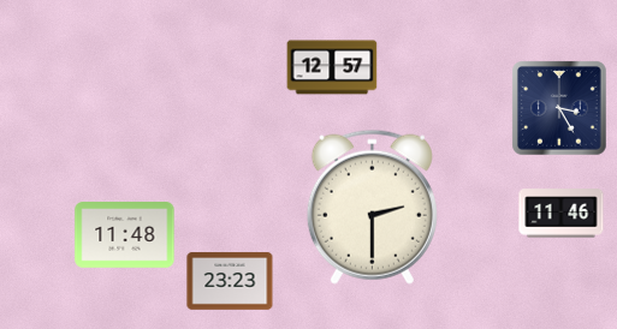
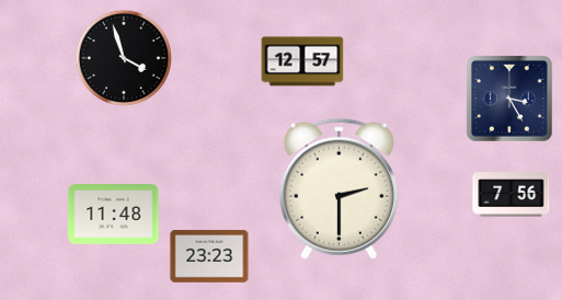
clock at (123, 57): none -> 3:57
clock at (562, 214): 11:46 -> 7:56
